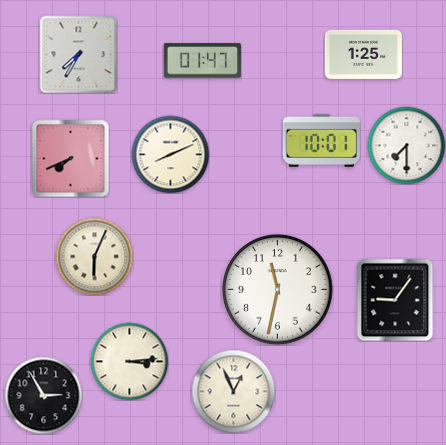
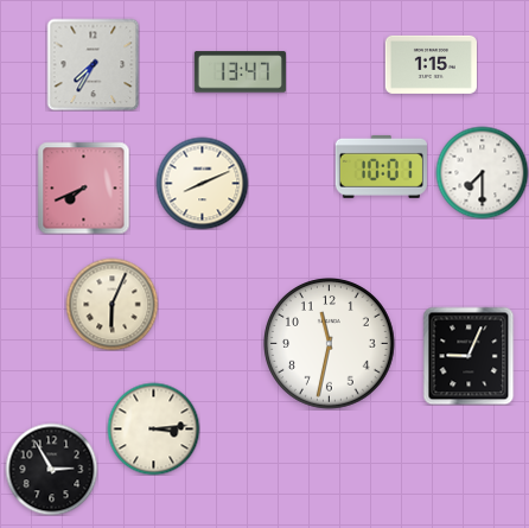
clock at (363, 54): 1:25 -> 1:15
clock at (202, 61): 01:47 -> 13:47
clock at (395, 300): 9:06 -> 9:04
clock at (233, 391): 12:56 -> none
